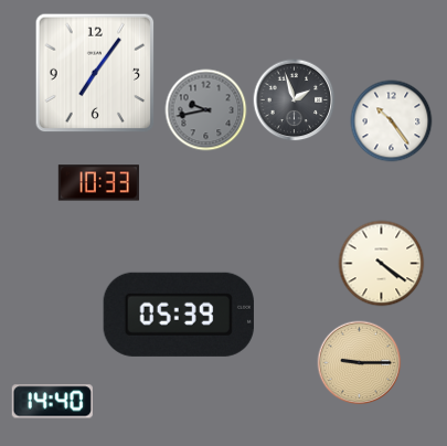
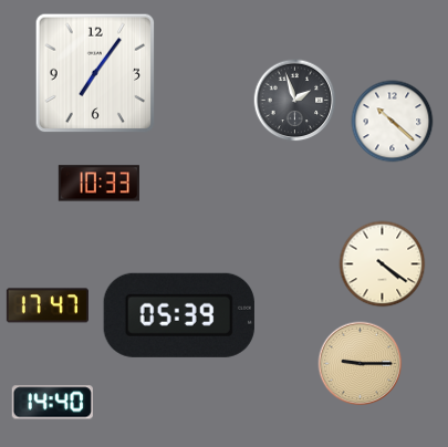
clock at (206, 110): 9:43 -> none
clock at (392, 121): 10:24 -> 10:22
clock at (48, 305): none -> 17:47
